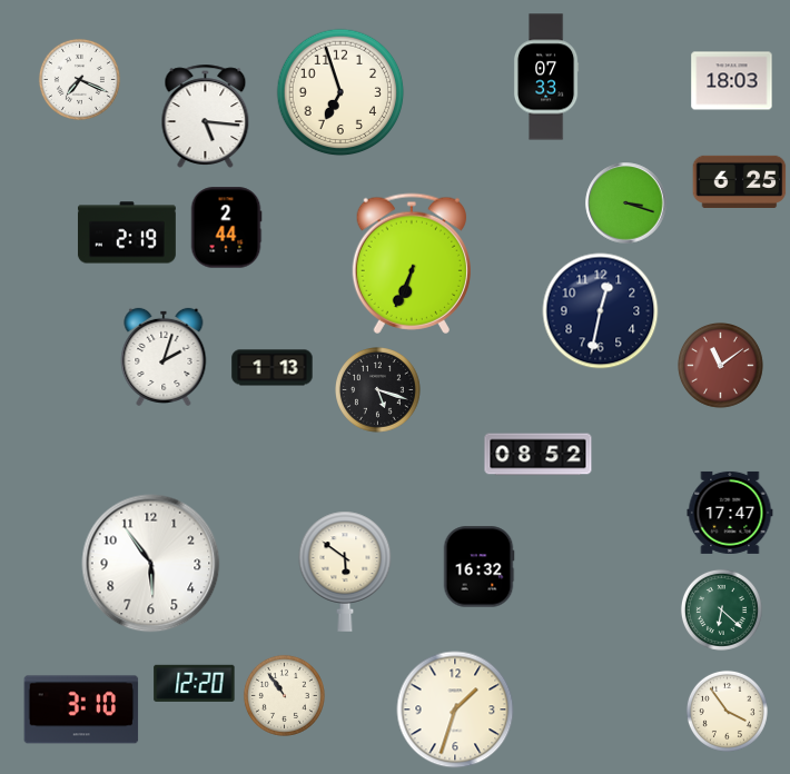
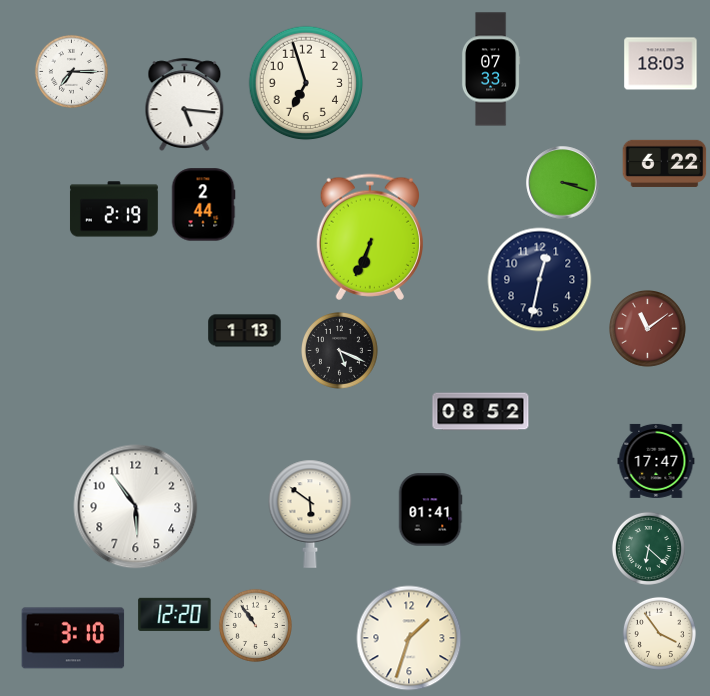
clock at (79, 79): 7:19 -> 7:15
clock at (732, 81) position: (732, 81) -> (661, 64)
clock at (740, 181): 6:25 -> 6:22
clock at (164, 357): 2:03 -> none
clock at (378, 390): 5:18 -> 5:19
clock at (539, 455) position: (539, 455) -> (481, 412)
clock at (478, 567): 16:32 -> 01:41
clock at (727, 711) position: (727, 711) -> (659, 633)
